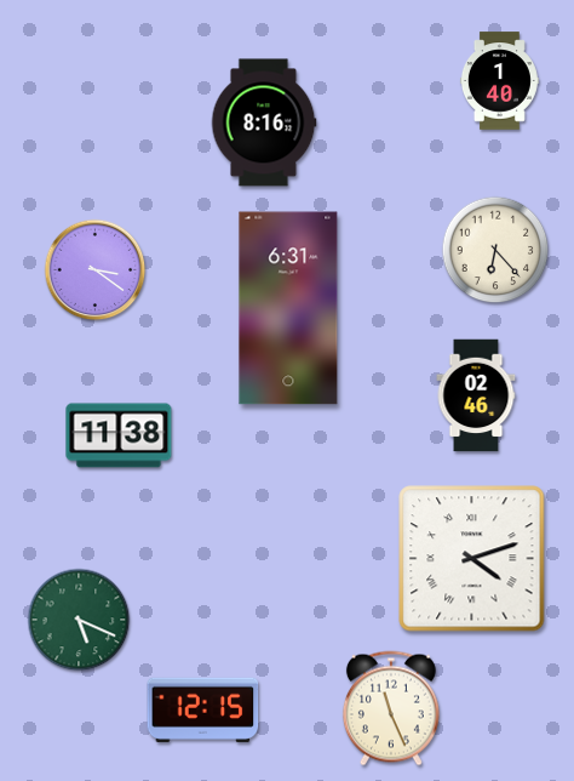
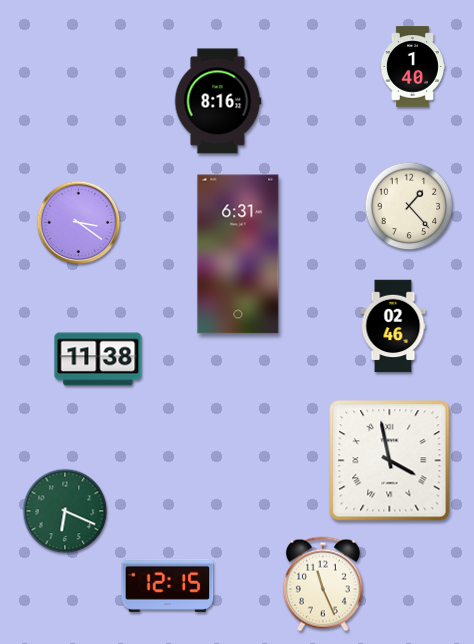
clock at (495, 250): 6:23 -> 1:23
clock at (472, 559): 4:12 -> 3:58
clock at (79, 620): 5:19 -> 6:19
